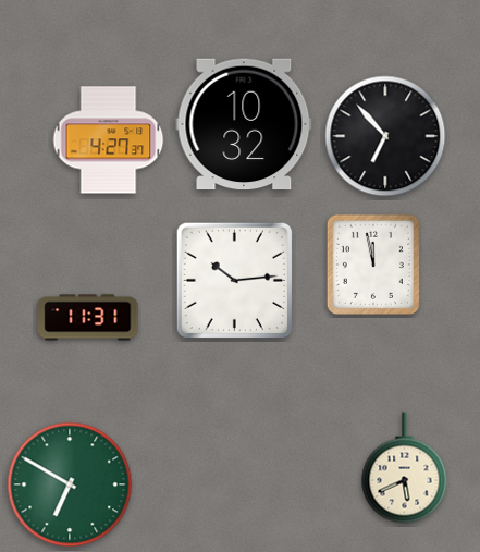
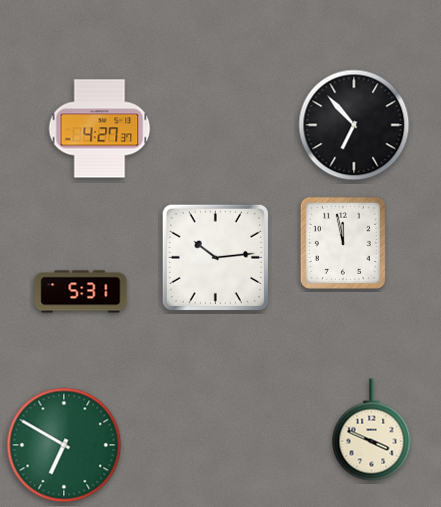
clock at (244, 124): 10:32 -> none
clock at (88, 318): 11:31 -> 5:31
clock at (405, 468): 5:41 -> 3:49
